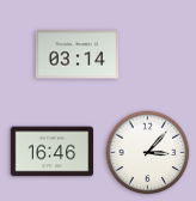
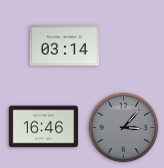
clock at (148, 153) dial: white -> grey
